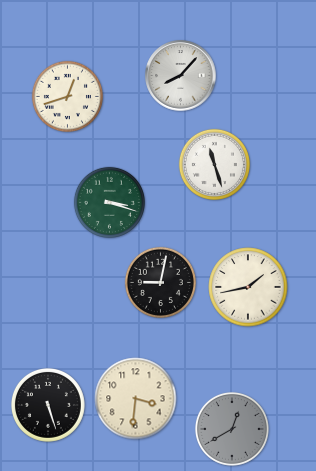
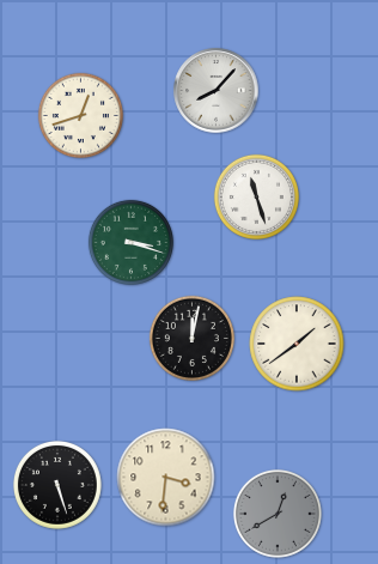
clock at (160, 282): 9:02 -> 12:02
clock at (248, 287): 1:43 -> 1:39
clock at (136, 399) position: (136, 399) -> (166, 478)
